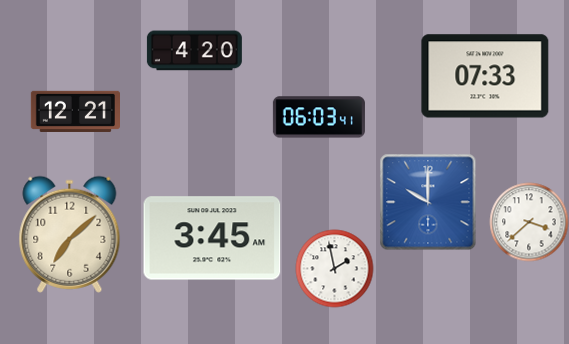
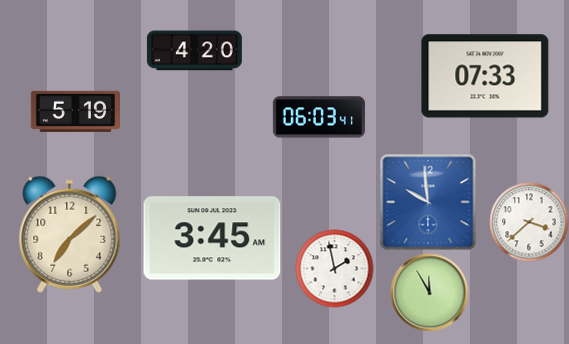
clock at (75, 111): 12:21 -> 5:19
clock at (428, 202): 10:00 -> 9:59
clock at (429, 292): none -> 11:55
